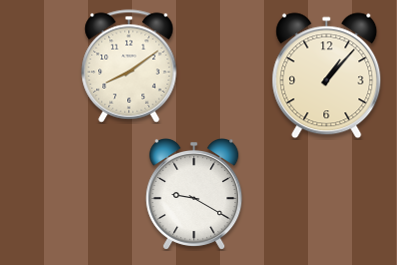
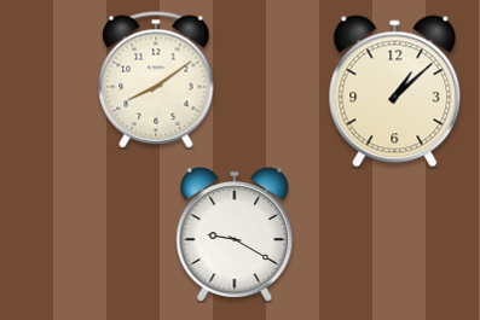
clock at (327, 76): 1:07 -> 1:08
